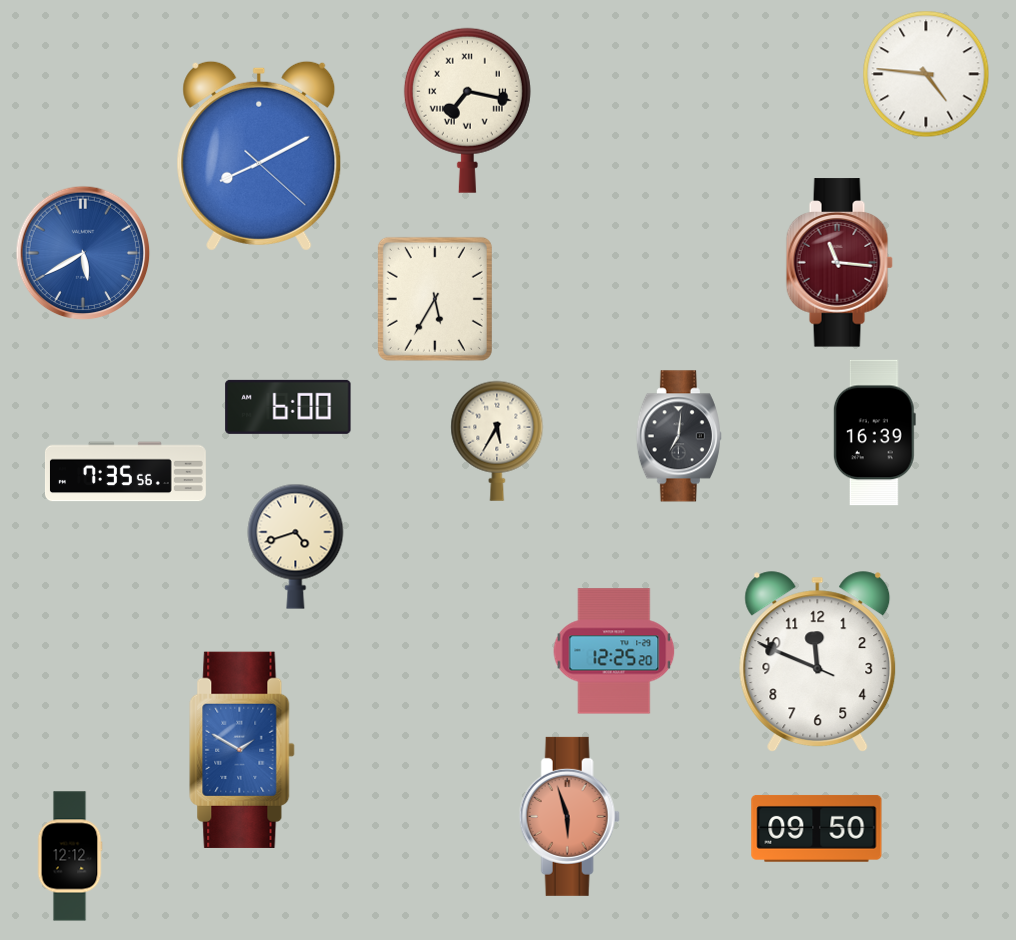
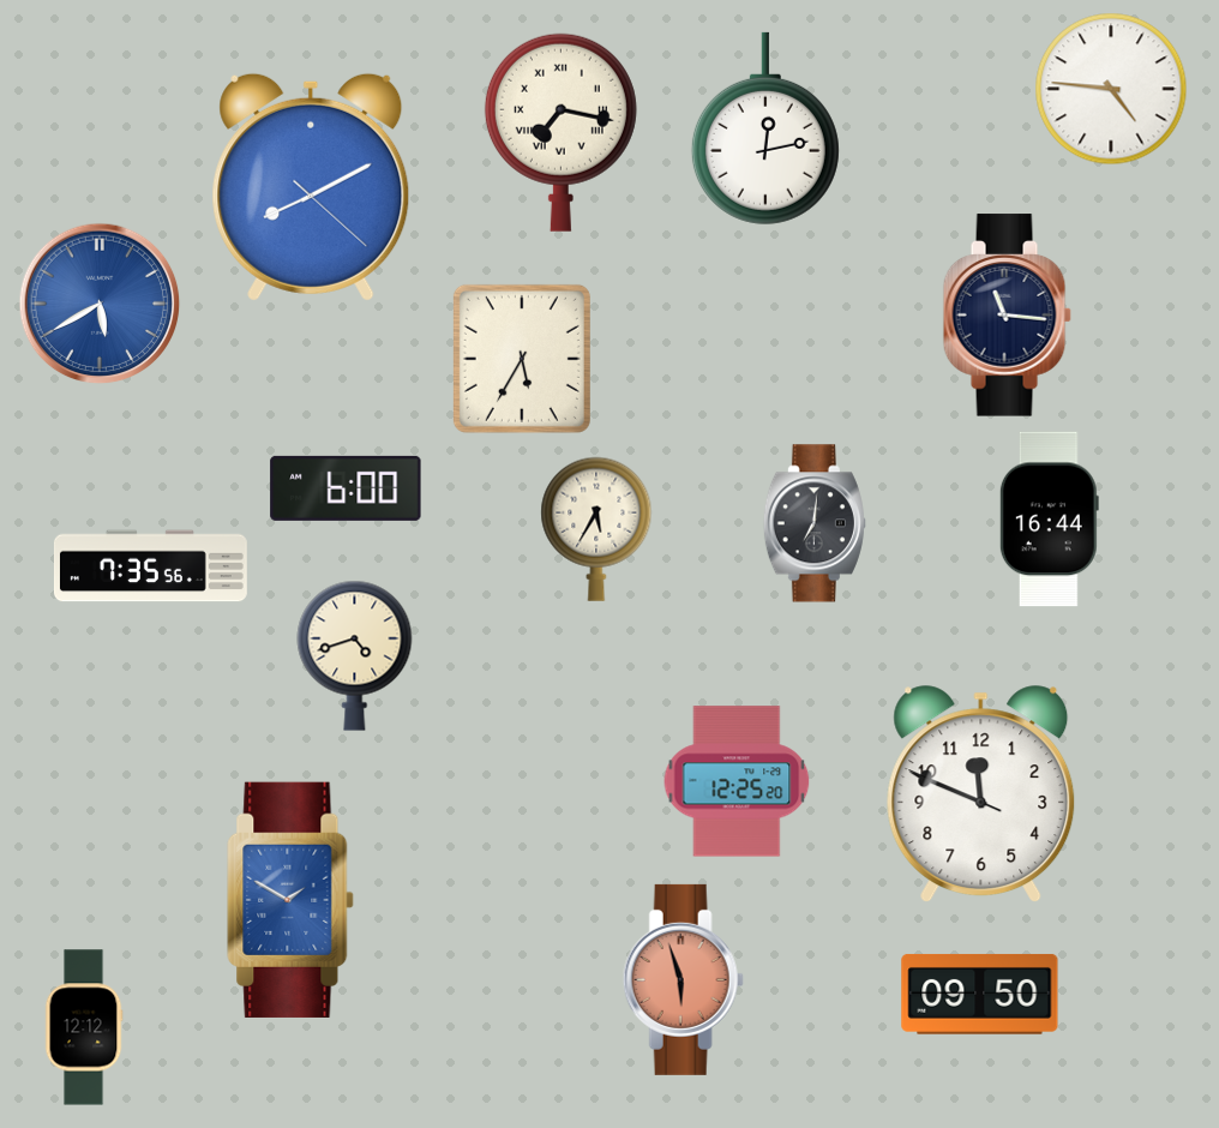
clock at (765, 128): none -> 12:13
clock at (839, 263) dial: burgundy -> navy
clock at (874, 433): 16:39 -> 16:44
